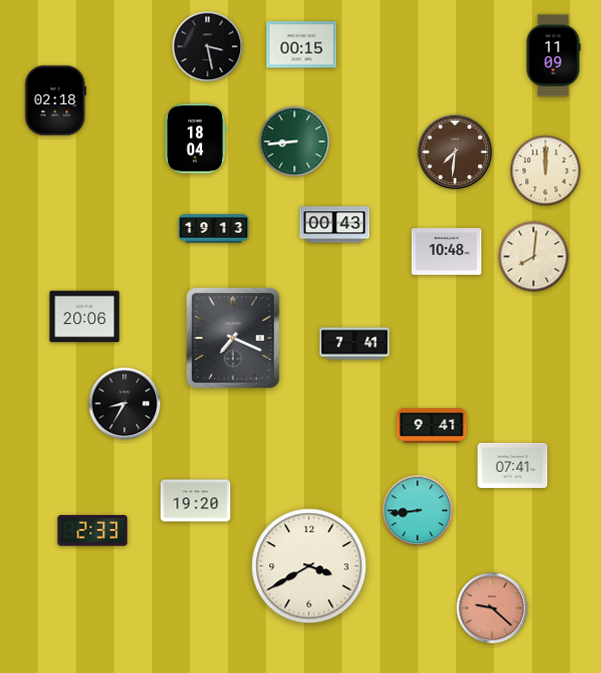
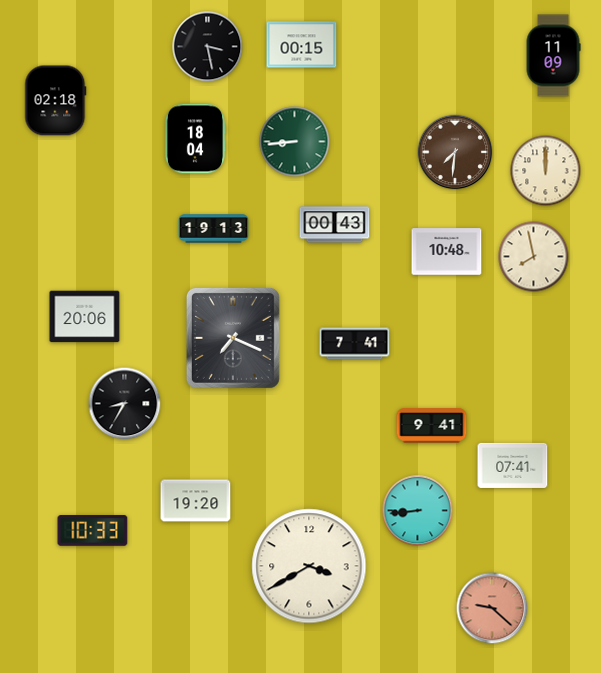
clock at (534, 257): 8:01 -> 7:58
clock at (93, 531): 2:33 -> 10:33
